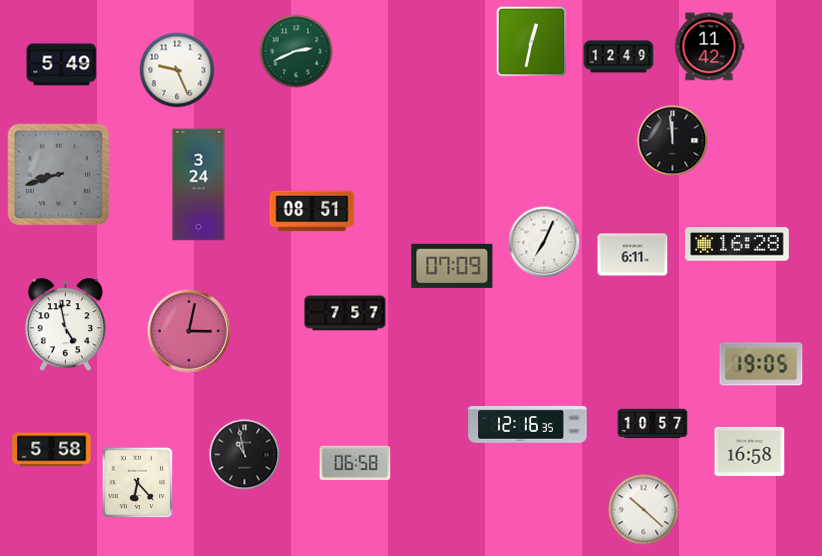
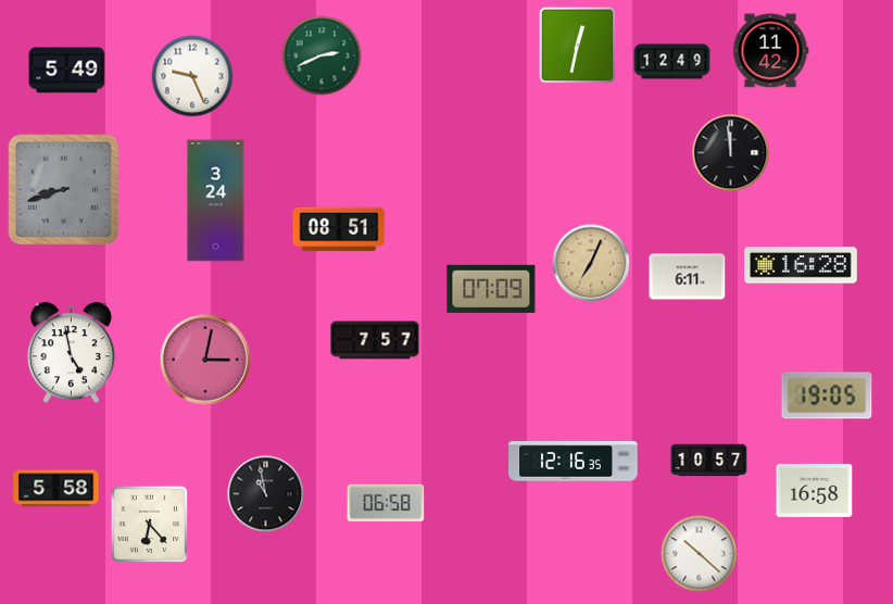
clock at (544, 242) dial: white -> champagne
